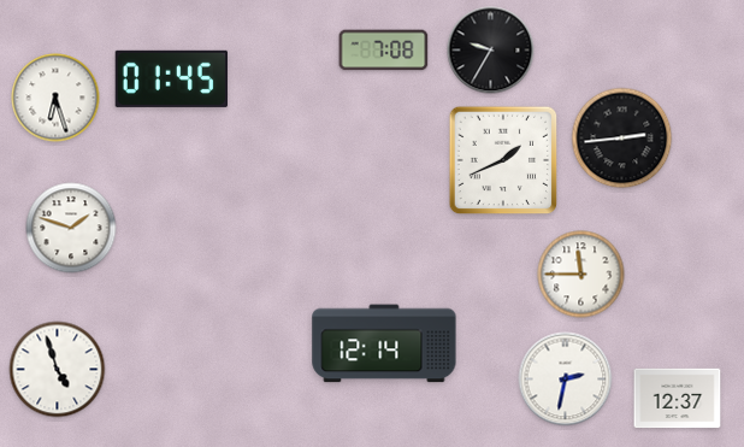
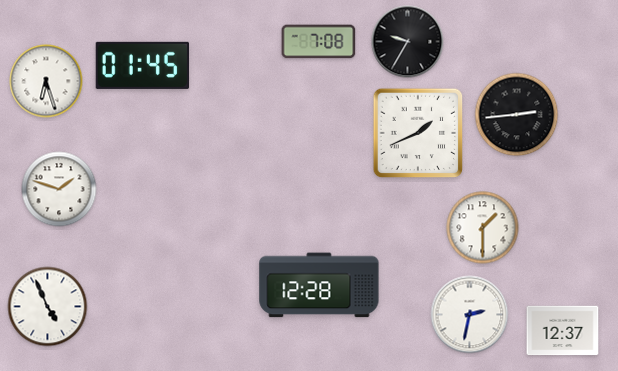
clock at (581, 275): 11:45 -> 1:30
clock at (384, 343): 12:14 -> 12:28
clock at (58, 370): 4:57 -> 4:56
